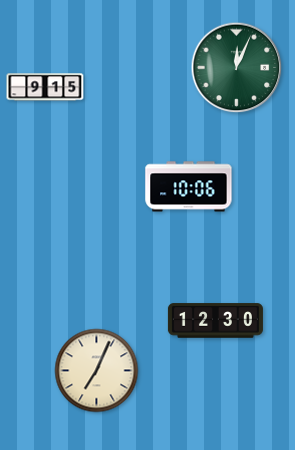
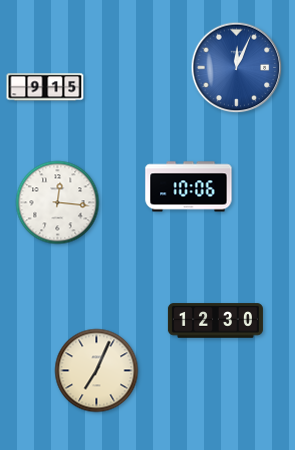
clock at (237, 68) dial: green -> blue
clock at (58, 203): none -> 12:16
